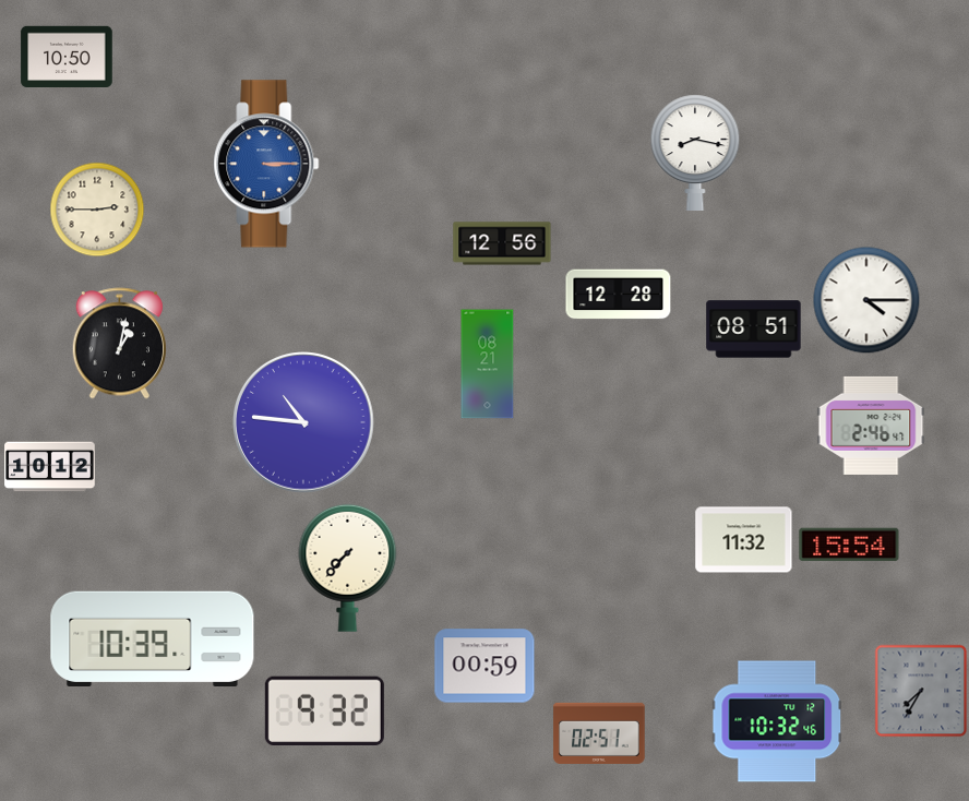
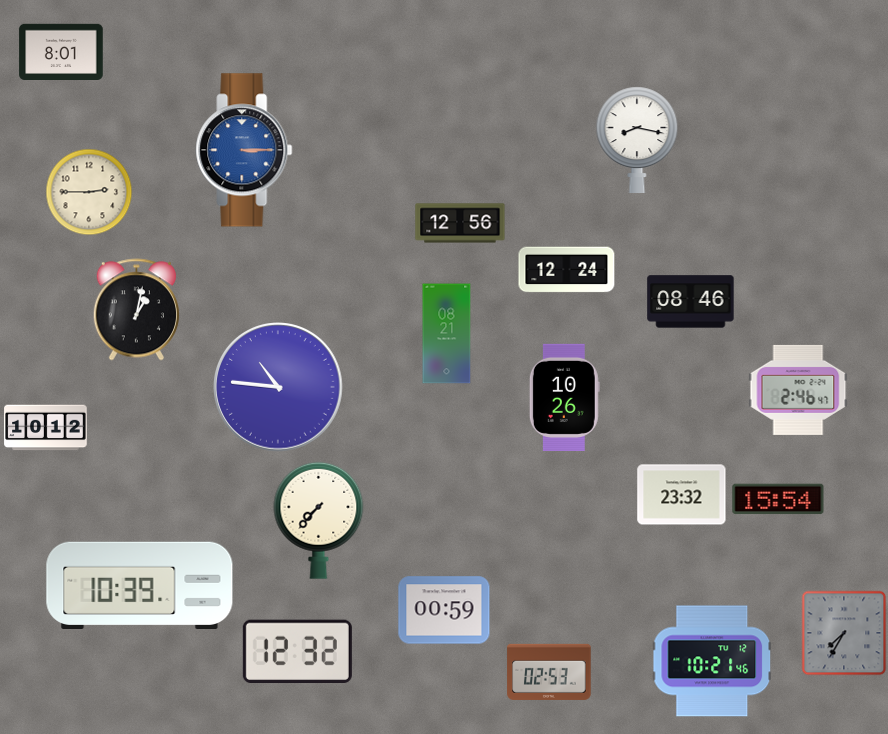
clock at (67, 56): 10:50 -> 8:01
clock at (619, 295): 12:28 -> 12:24
clock at (866, 300): 4:15 -> none
clock at (754, 330): 08:51 -> 08:46
clock at (119, 344) position: (119, 344) -> (136, 310)
clock at (564, 397): none -> 10:26
clock at (744, 540): 11:32 -> 23:32
clock at (324, 710): 9:32 -> 12:32
clock at (777, 721): 10:32 -> 10:21
clock at (599, 733): 02:51 -> 02:53
